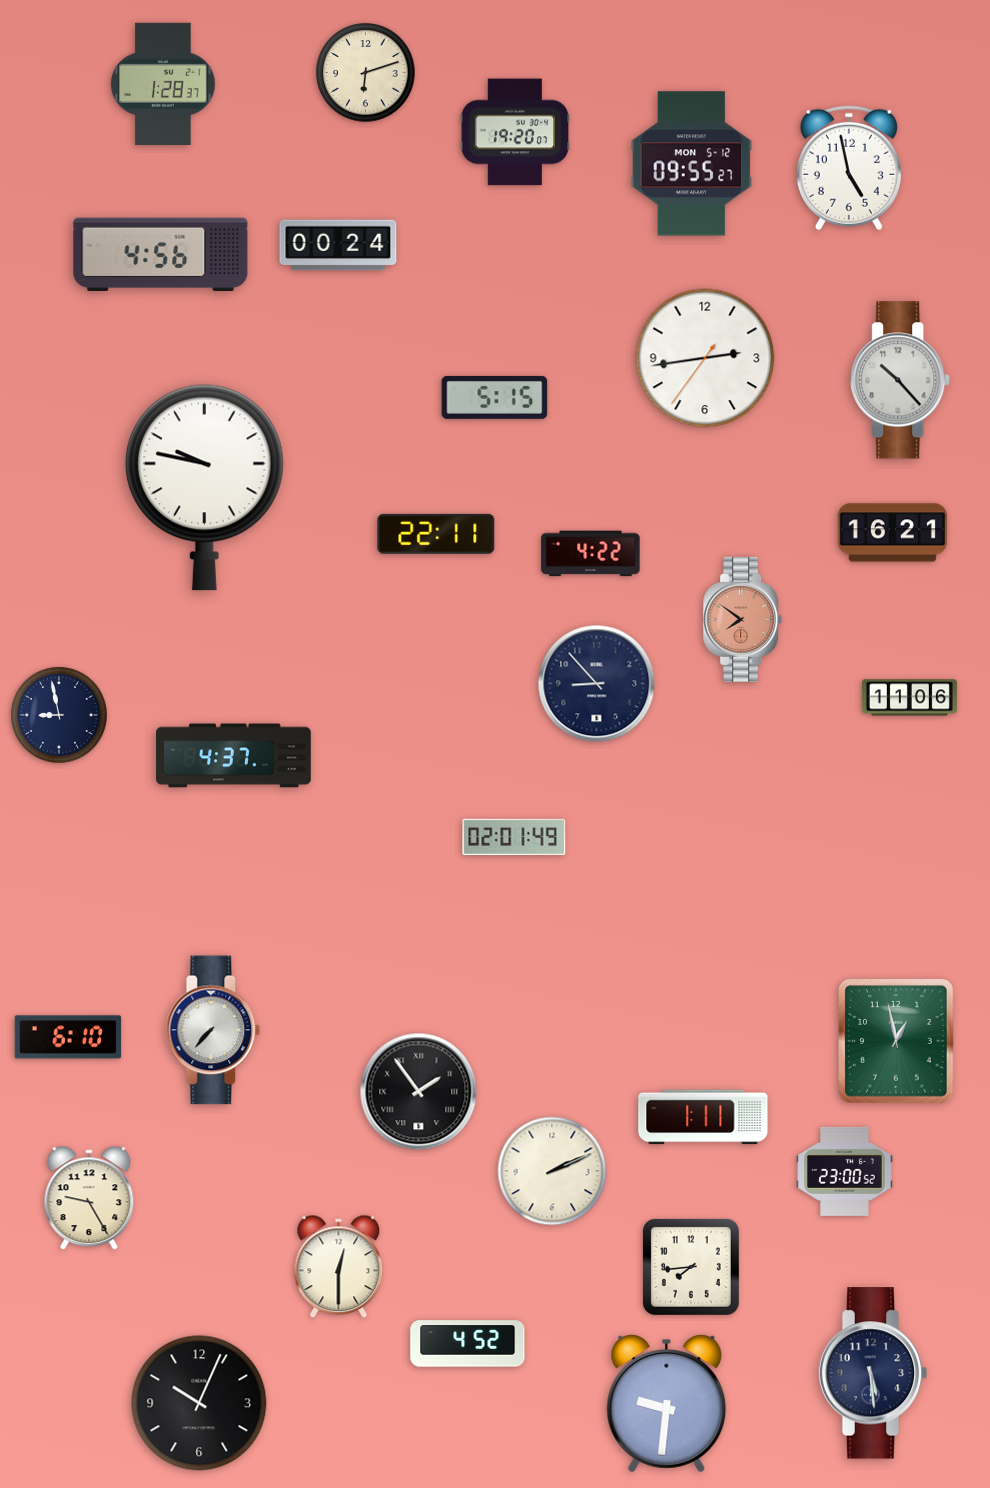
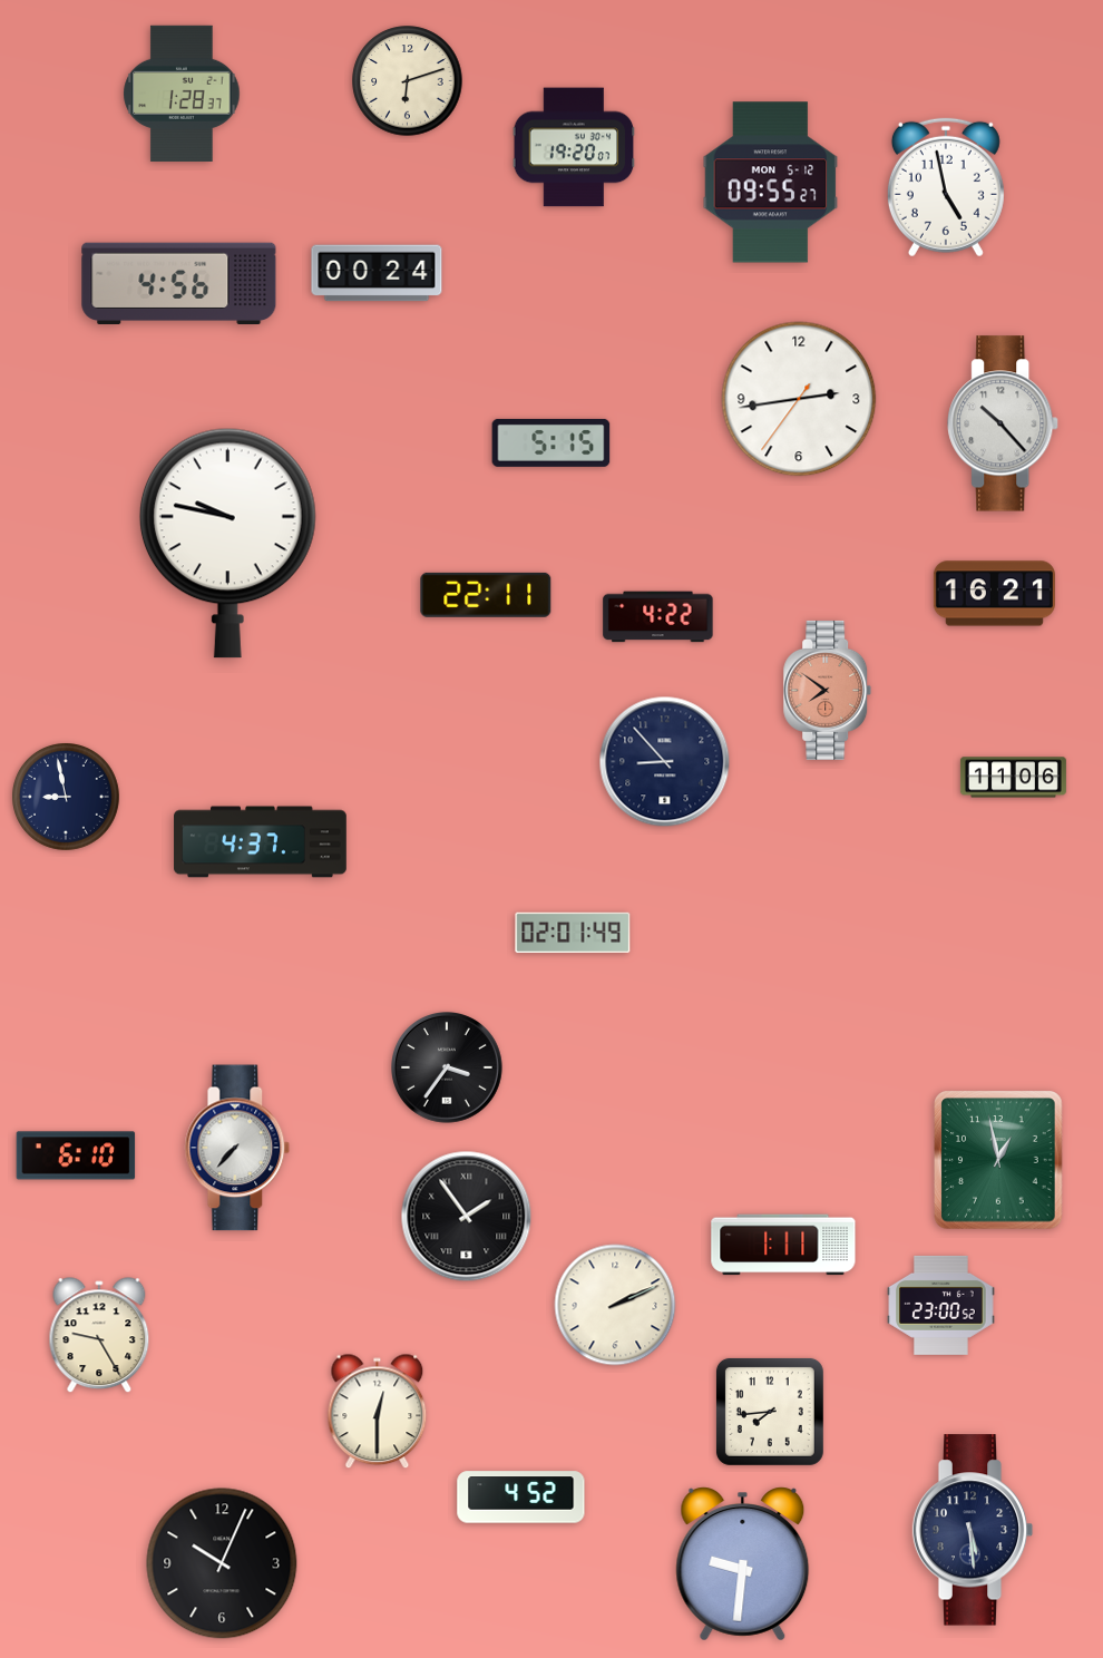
clock at (705, 358) position: (705, 358) -> (799, 399)
clock at (448, 1069): none -> 3:36
